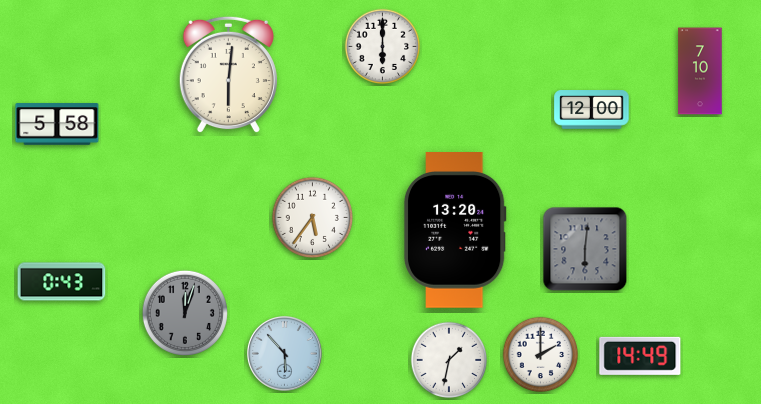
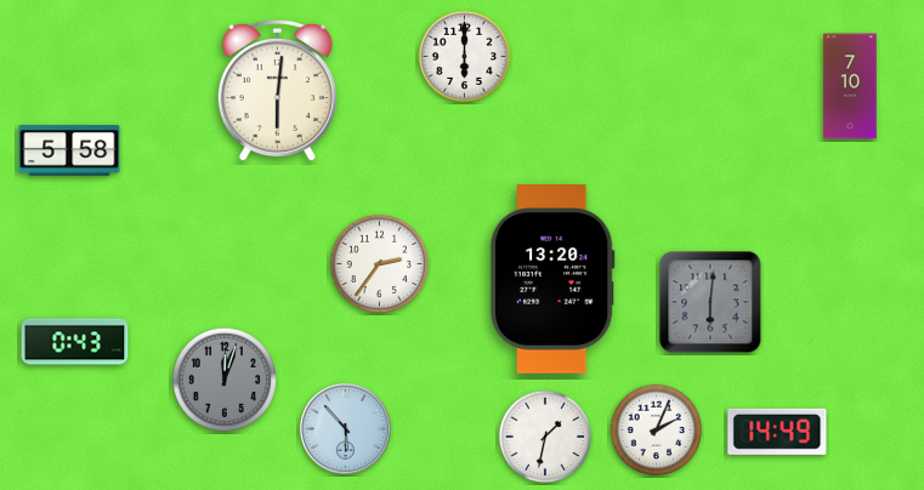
clock at (592, 110): 12:00 -> none
clock at (312, 217): 5:36 -> 2:36
clock at (541, 355): 2:00 -> 2:04
